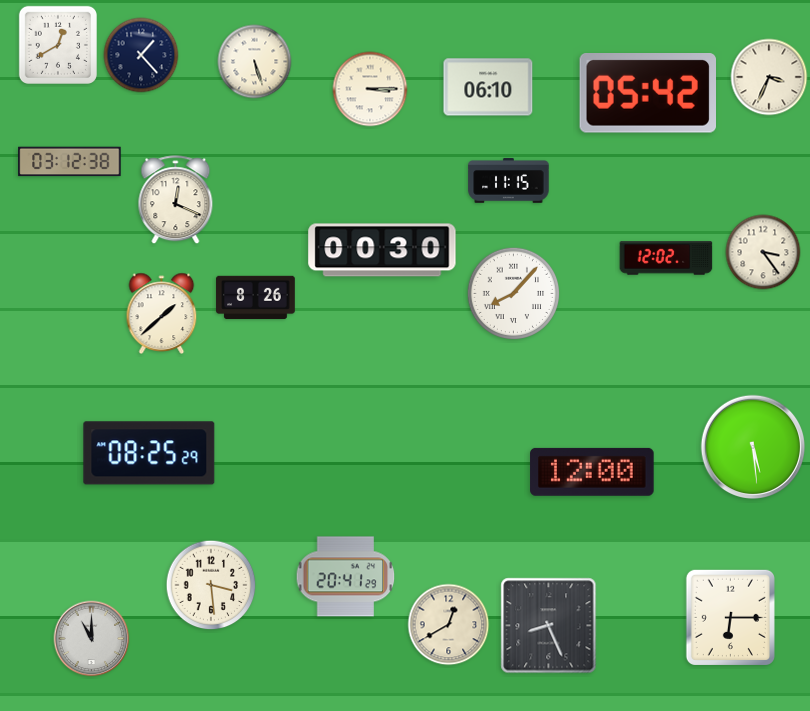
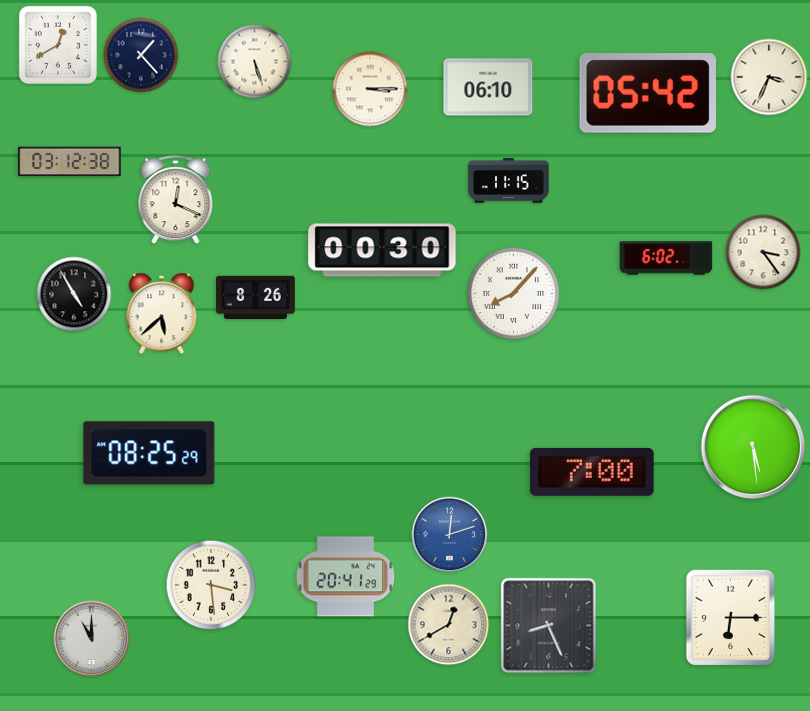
clock at (666, 258): 12:02 -> 6:02
clock at (74, 294): none -> 4:55
clock at (162, 313): 1:38 -> 5:38
clock at (592, 472): 12:00 -> 7:00
clock at (450, 535): none -> 12:12
